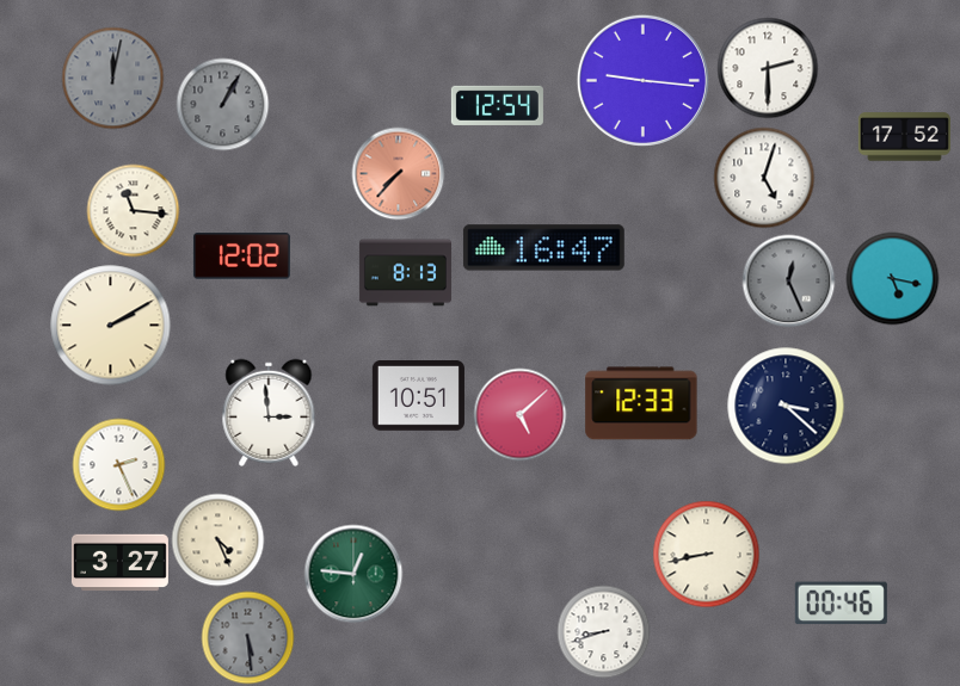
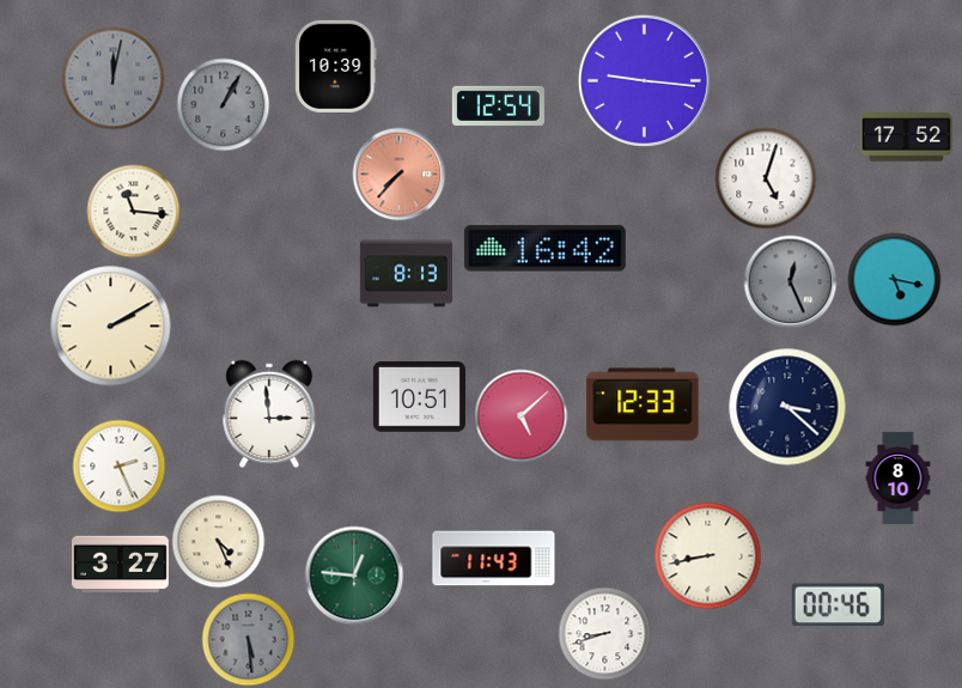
clock at (336, 66): none -> 10:39
clock at (768, 68): 2:30 -> none
clock at (543, 248): 16:47 -> 16:42
clock at (241, 257): 12:02 -> none
clock at (899, 477): none -> 8:10
clock at (494, 559): none -> 11:43
clock at (841, 604) position: (841, 604) -> (838, 605)
